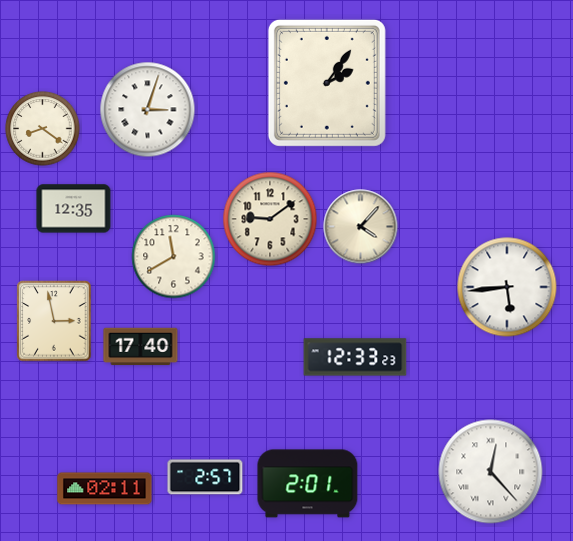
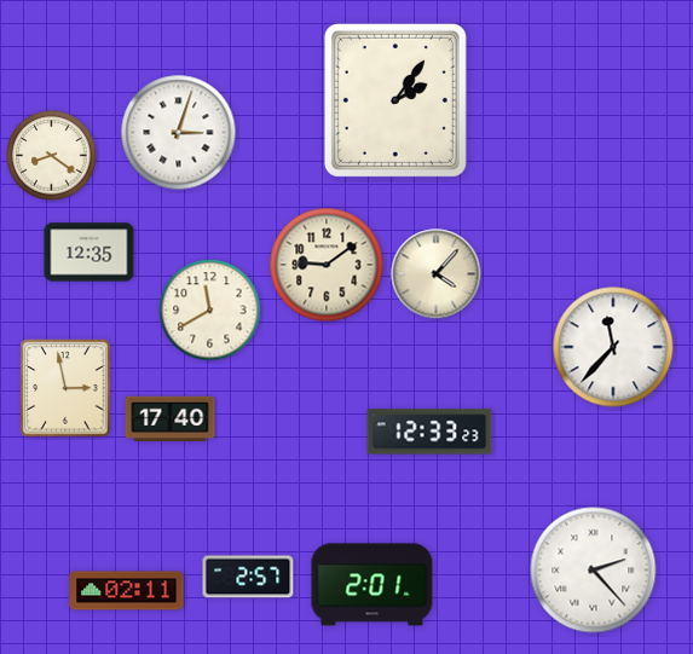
clock at (507, 287): 5:44 -> 11:37
clock at (491, 472): 12:23 -> 2:23
